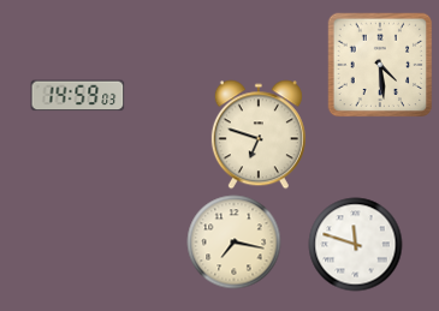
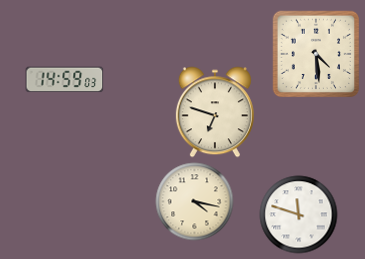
clock at (233, 241): 7:17 -> 4:17
clock at (355, 244) position: (355, 244) -> (298, 214)
